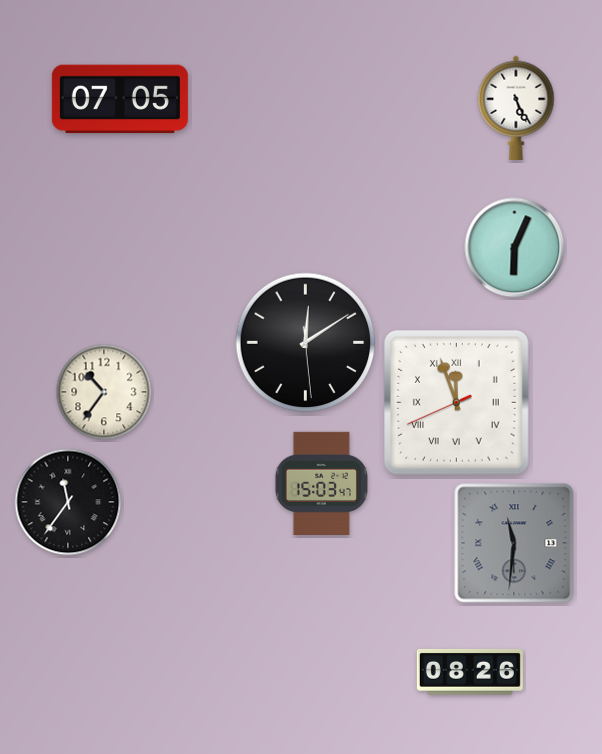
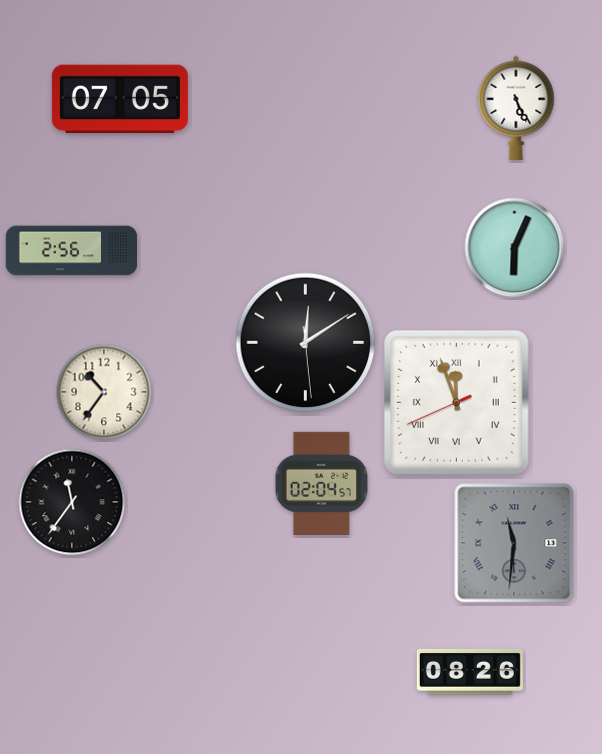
clock at (72, 251): none -> 2:56
clock at (321, 483): 15:03 -> 02:04
clock at (68, 502) position: (68, 502) -> (72, 502)
